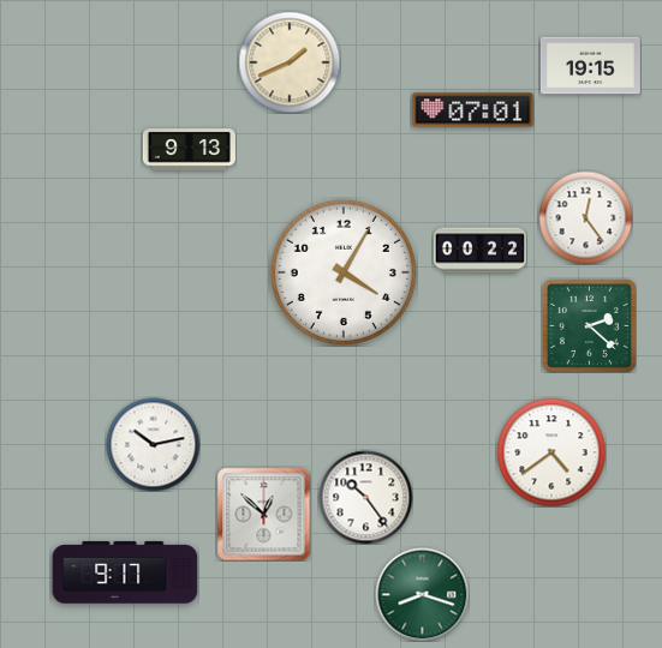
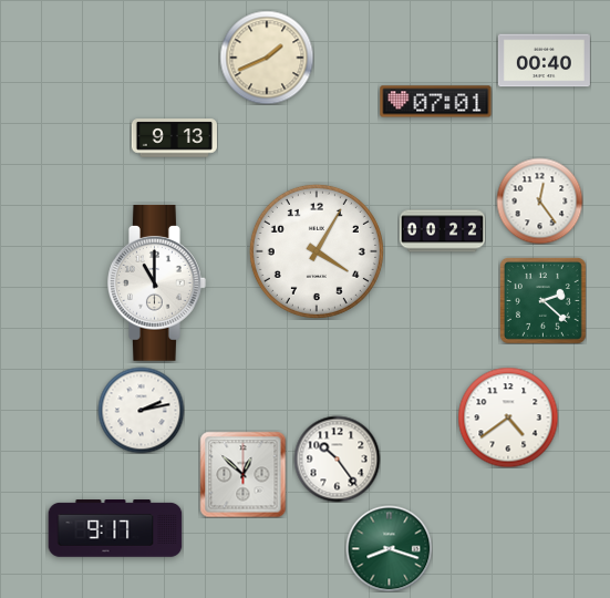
clock at (590, 66): 19:15 -> 00:40
clock at (157, 282): none -> 11:00
clock at (153, 444): 10:13 -> 2:13
